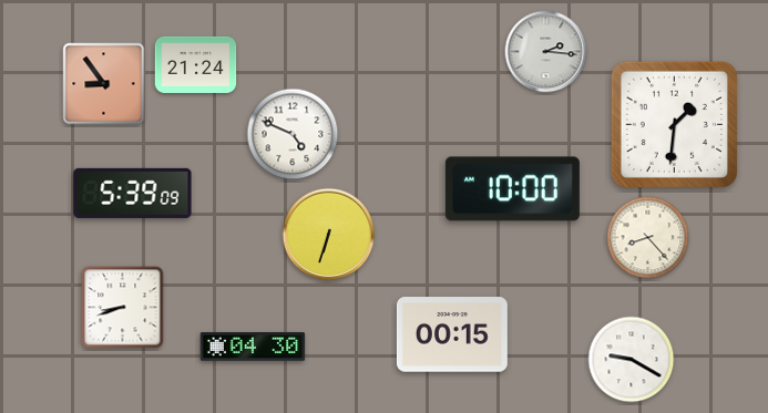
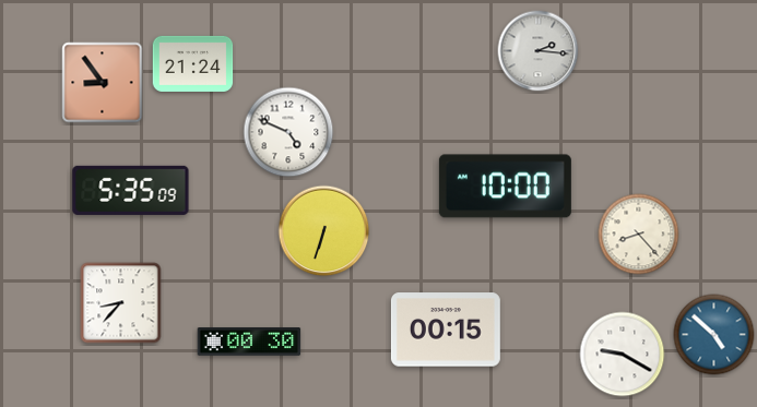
clock at (674, 124): 1:31 -> none
clock at (133, 193): 5:39 -> 5:35
clock at (123, 308): 8:42 -> 8:37
clock at (714, 335): none -> 4:52
clock at (253, 347): 04:30 -> 00:30
